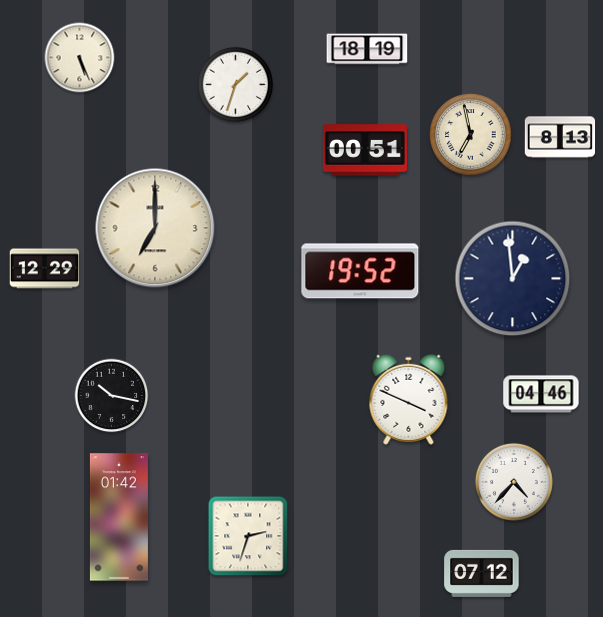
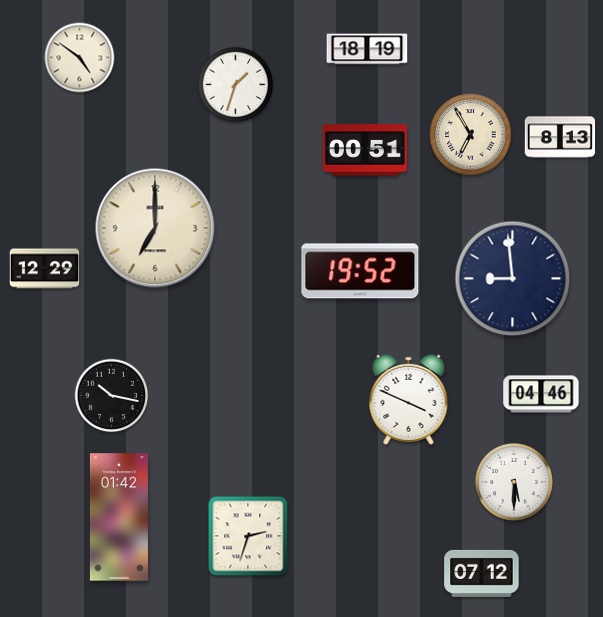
clock at (80, 58): 5:26 -> 4:51
clock at (471, 135): 6:58 -> 6:55
clock at (513, 279): 12:59 -> 8:59
clock at (514, 482): 4:37 -> 5:30
